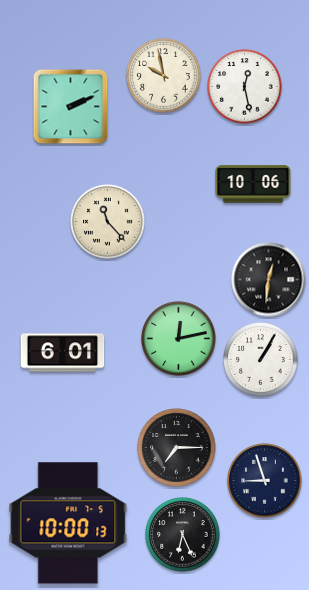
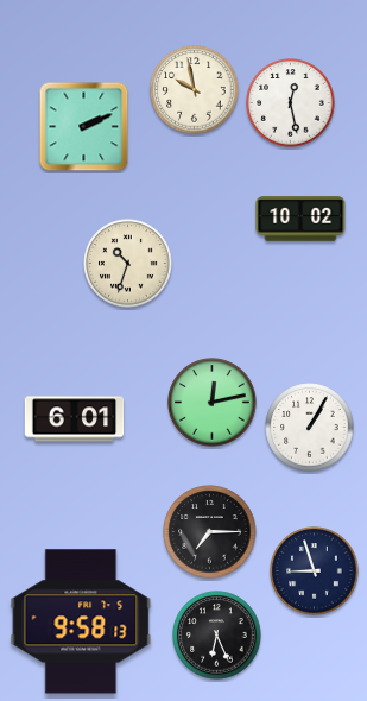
clock at (253, 184): 10:06 -> 10:02
clock at (108, 222): 11:23 -> 10:33
clock at (269, 280): 12:31 -> none
clock at (68, 523): 10:00 -> 9:58
